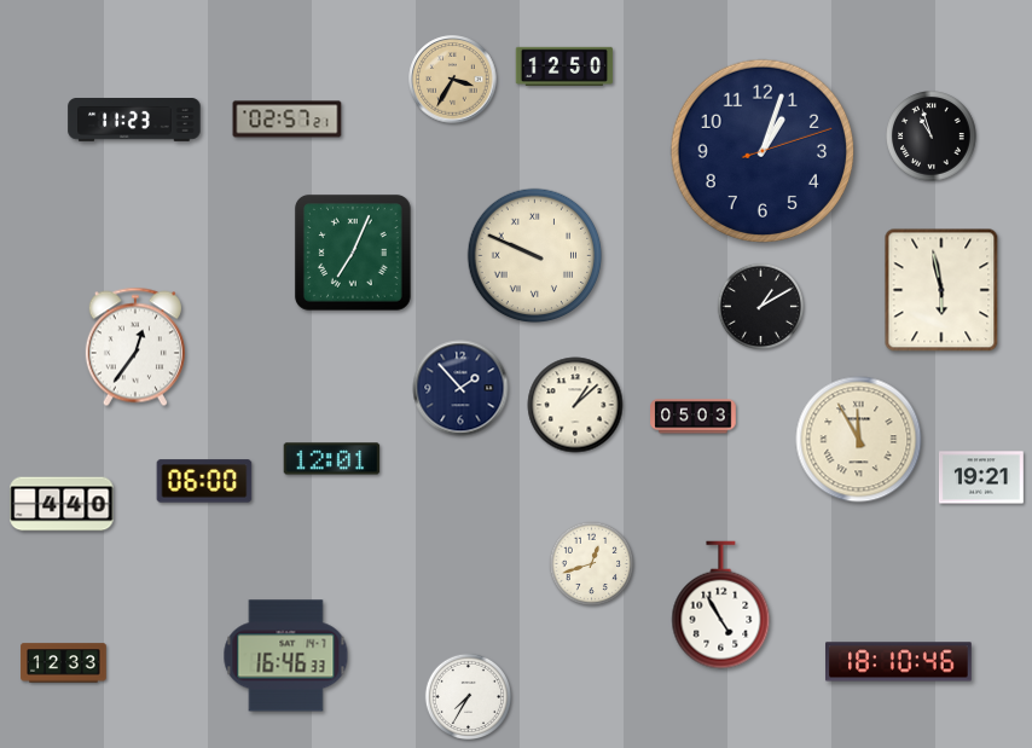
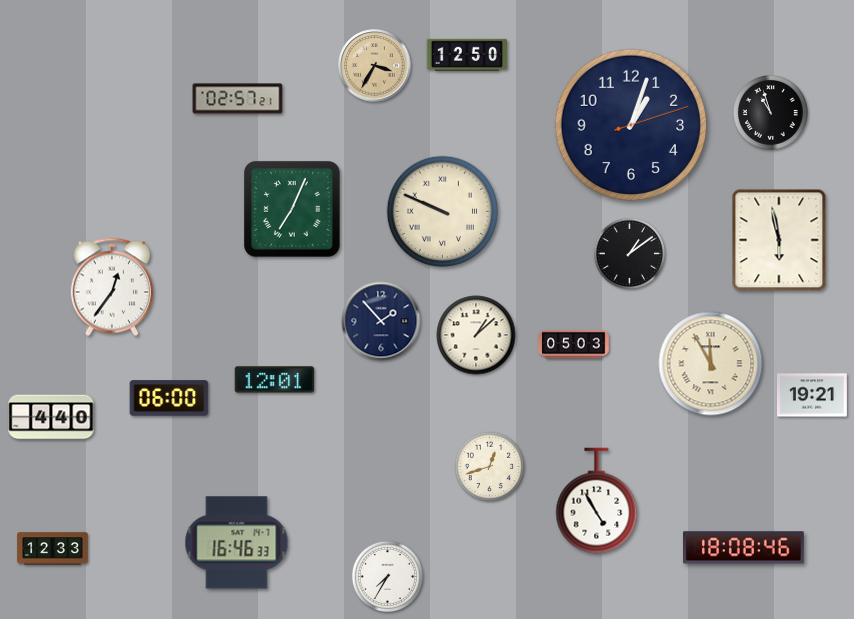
clock at (134, 121): 11:23 -> none
clock at (760, 306): 1:10 -> 1:09
clock at (899, 662): 18:10 -> 18:08
